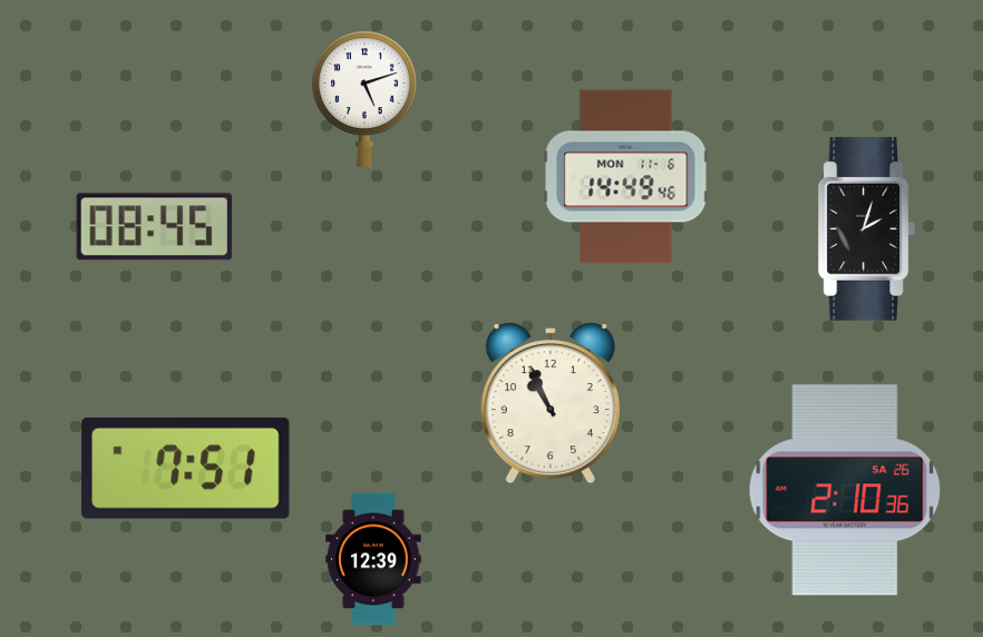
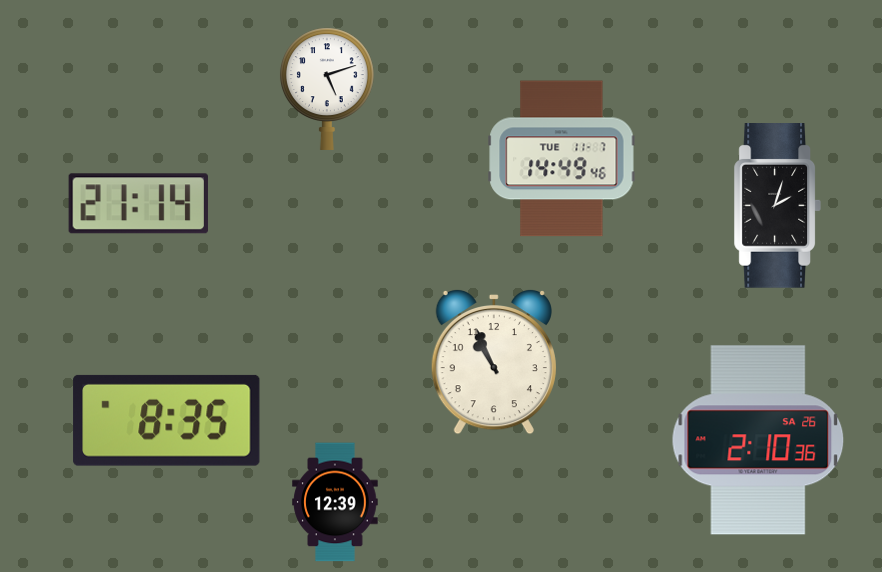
clock at (626, 177) date: MON 11-6 -> TUE 11-7
clock at (154, 227): 08:45 -> 21:14
clock at (186, 468): 7:51 -> 8:35
